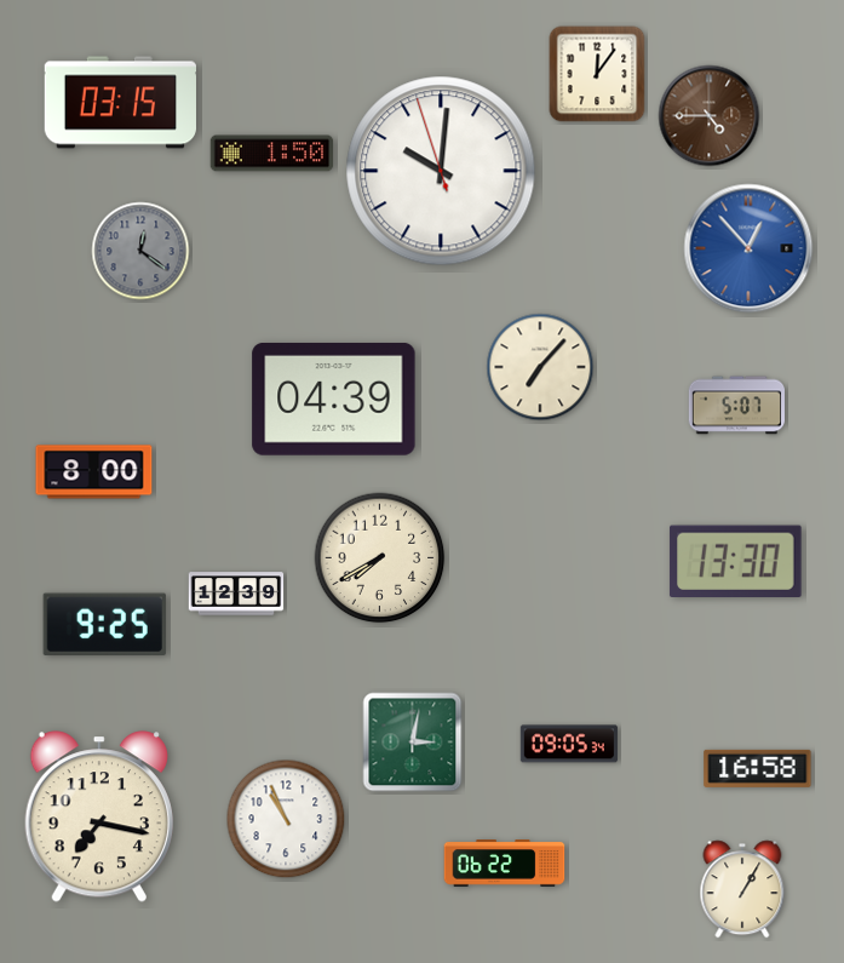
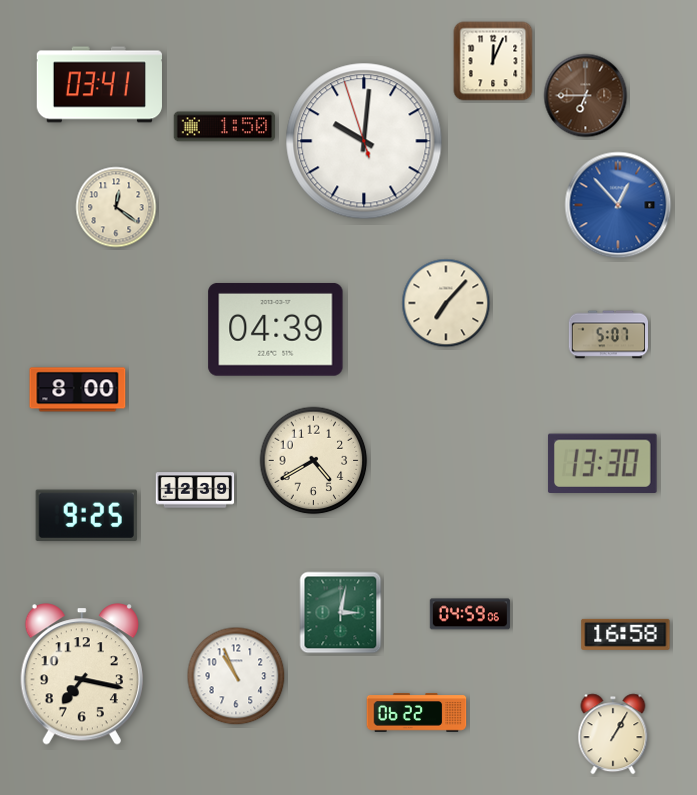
clock at (597, 74): 12:06 -> 12:04
clock at (120, 103): 03:15 -> 03:41
clock at (710, 116): 4:45 -> 6:45
clock at (140, 251) dial: grey -> cream
clock at (380, 558): 7:40 -> 4:40
clock at (735, 561) position: (735, 561) -> (602, 463)
clock at (569, 744): 09:05 -> 04:59
